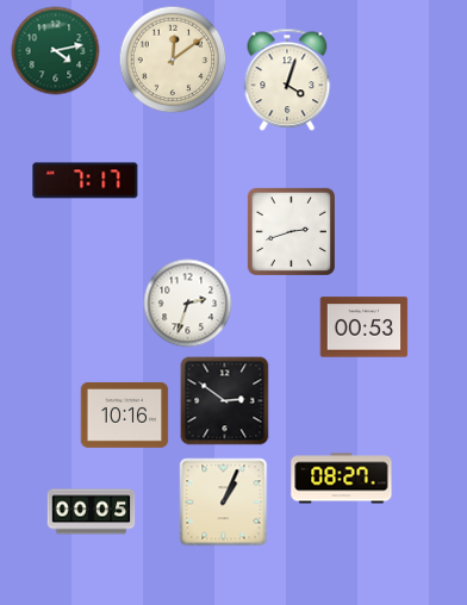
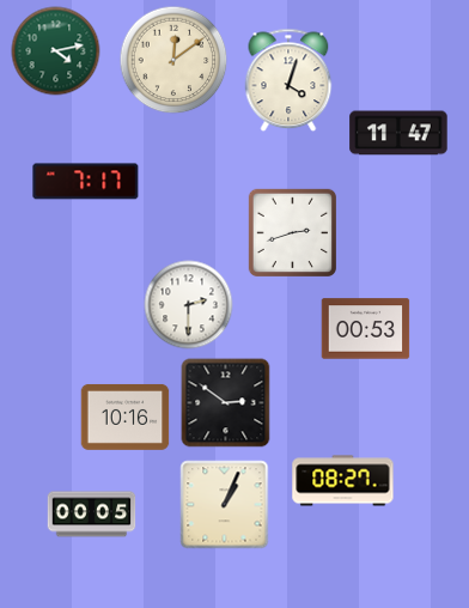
clock at (398, 133): none -> 11:47
clock at (188, 304): 2:33 -> 2:30
